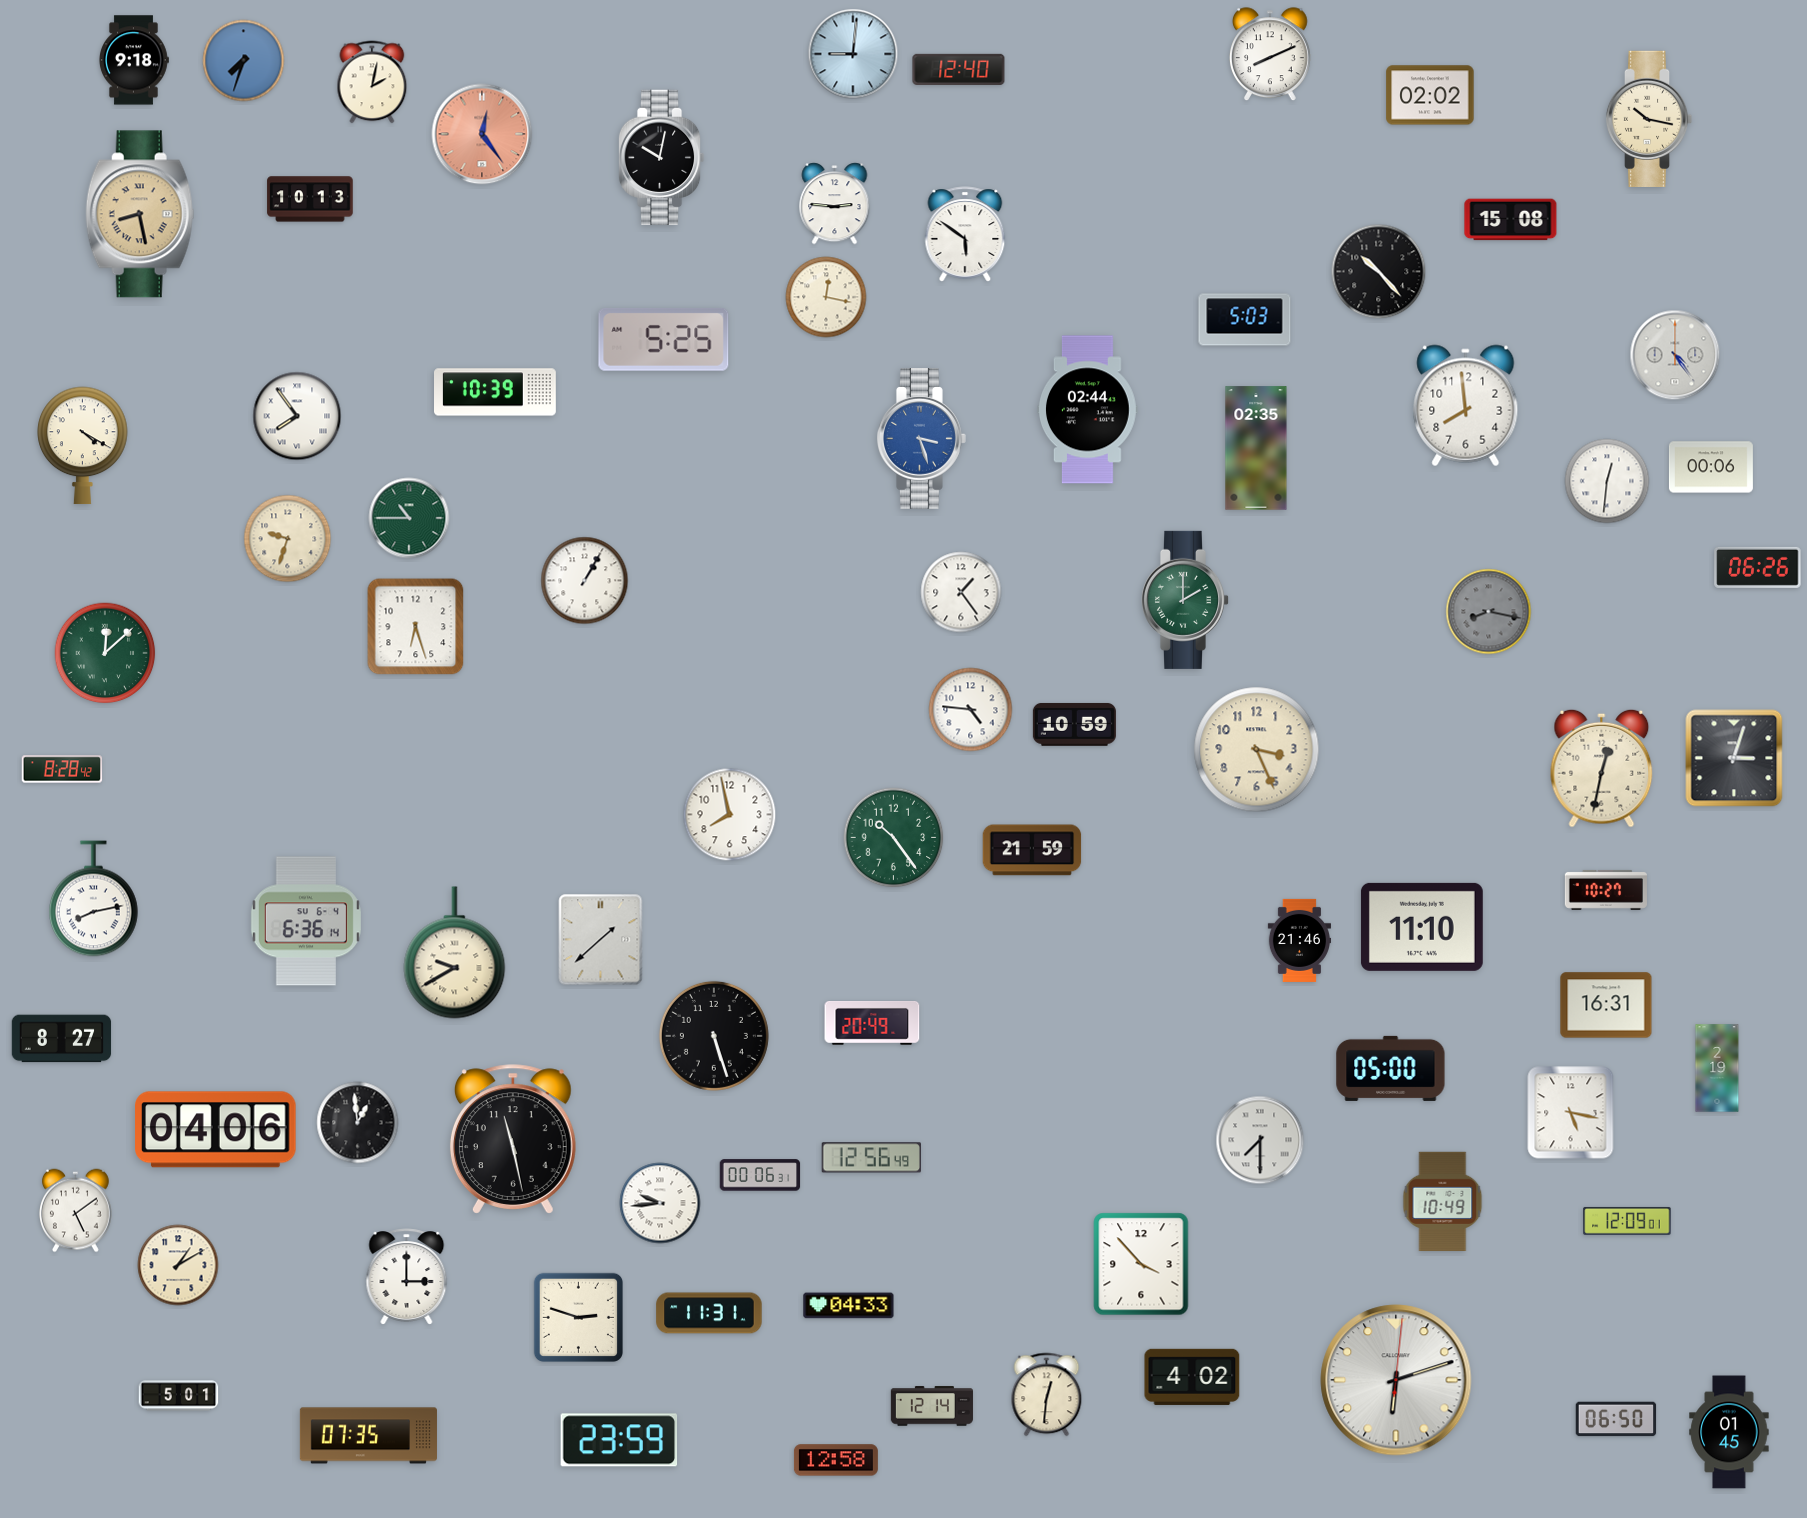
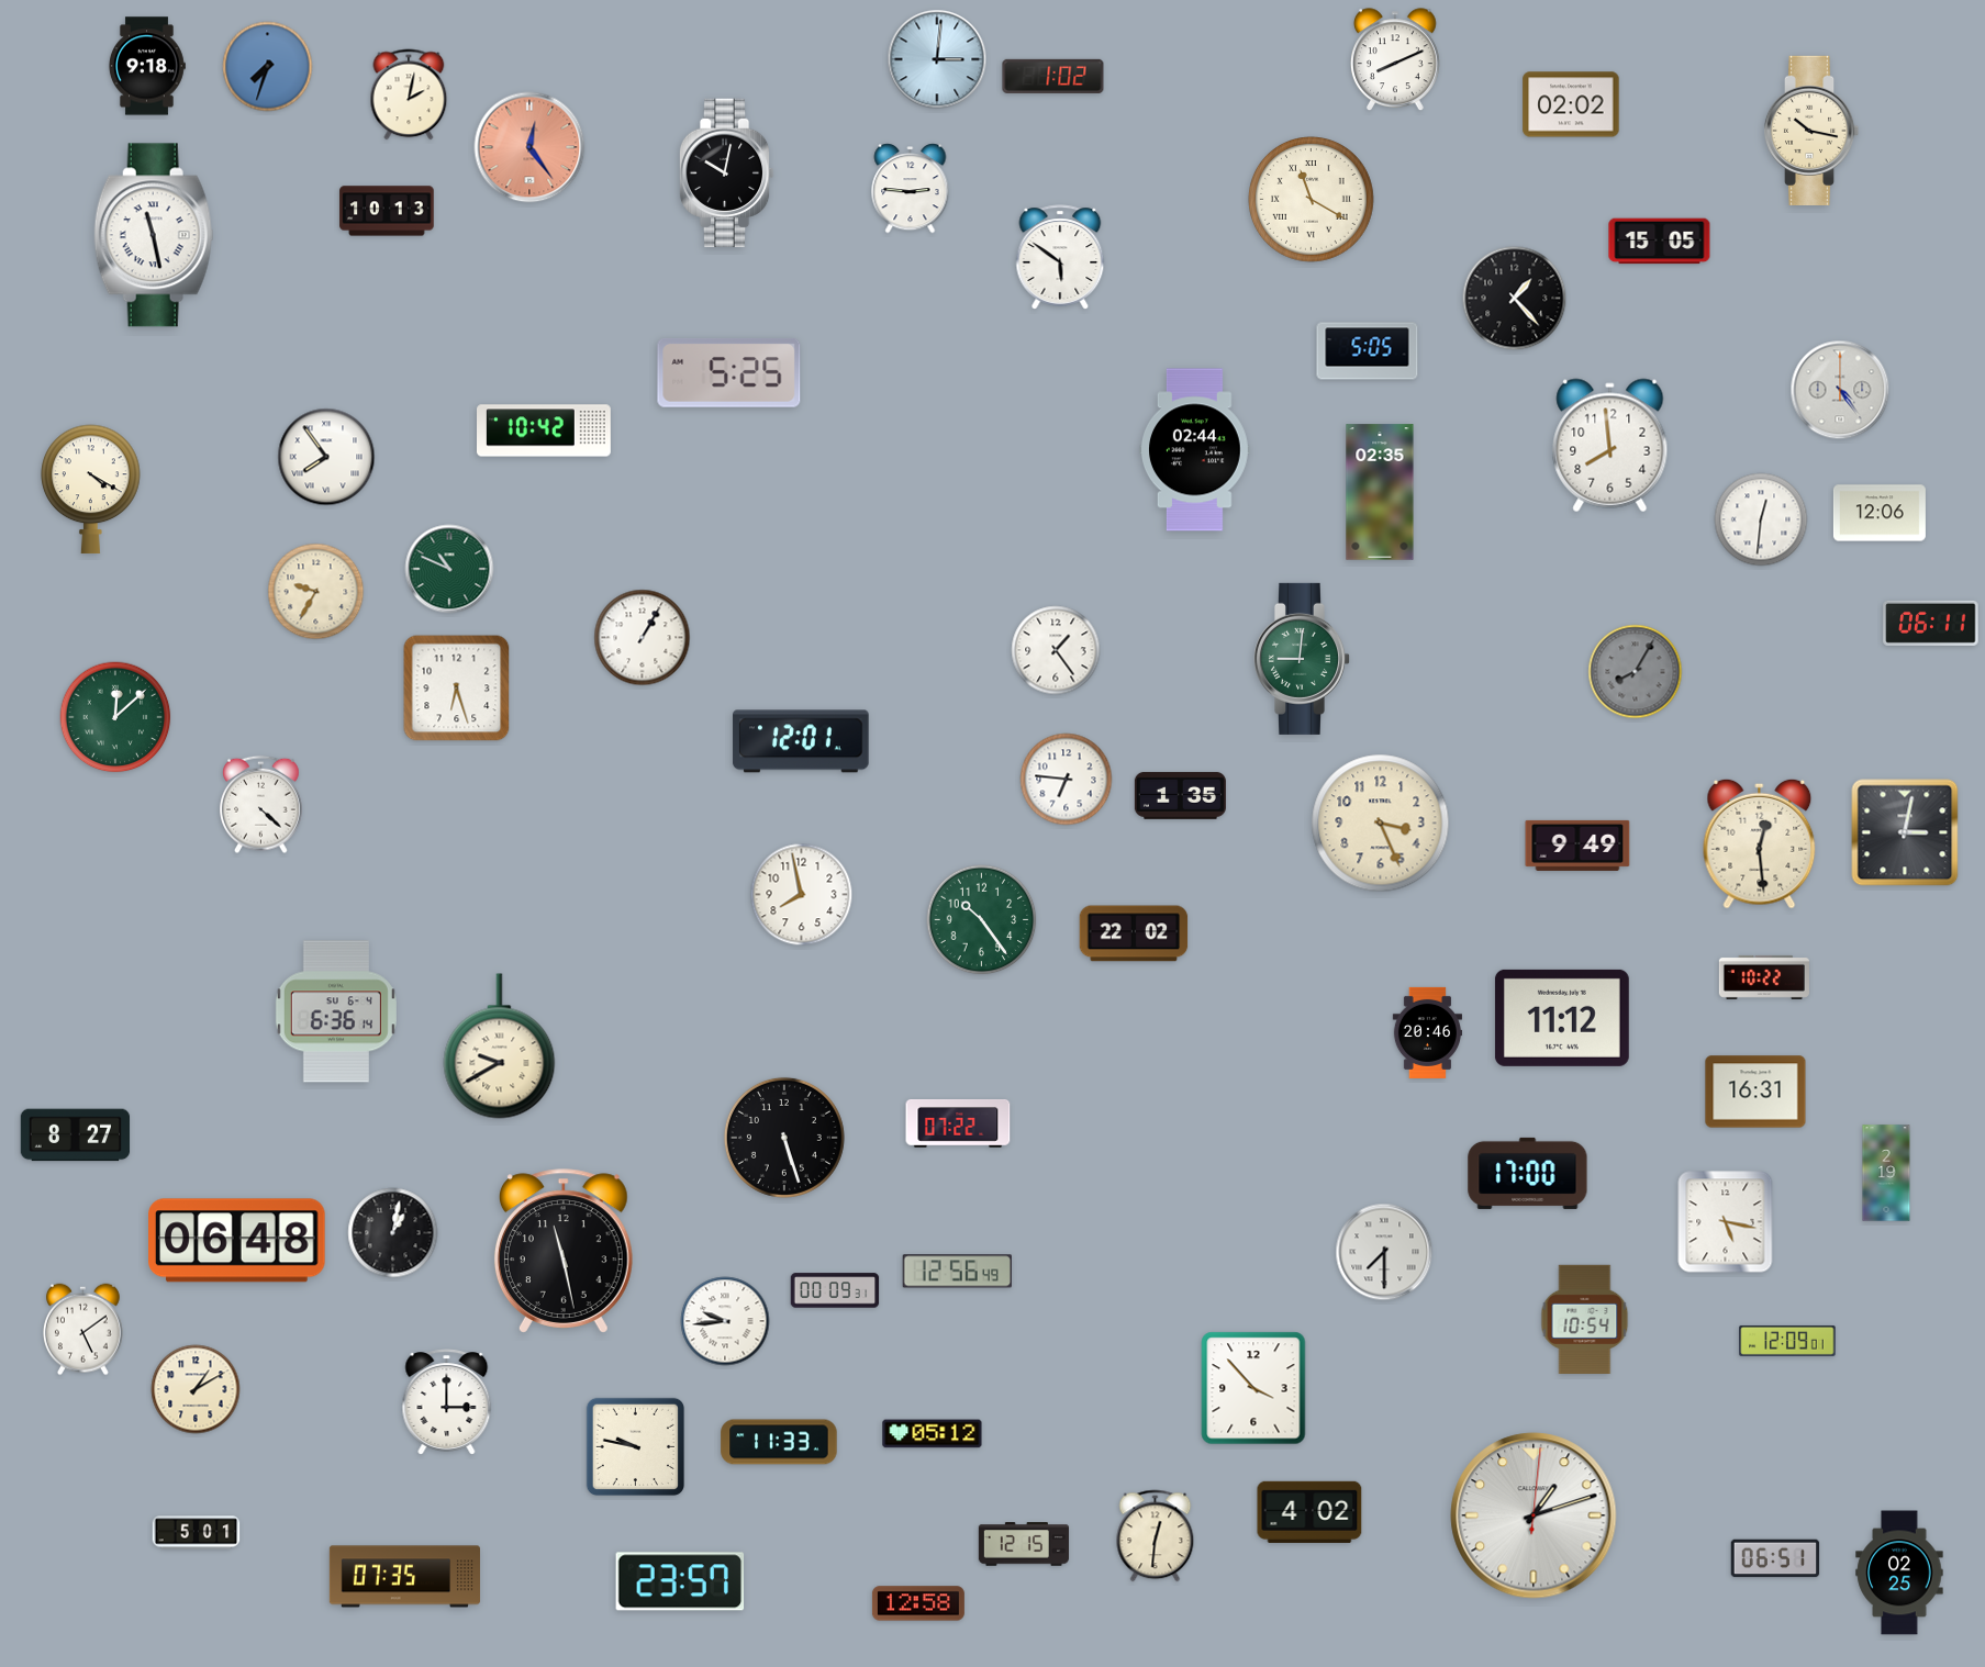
clock at (853, 54): 9:01 -> 3:01
clock at (959, 69): 12:40 -> 1:02
clock at (372, 82) position: (372, 82) -> (409, 94)
clock at (1312, 200): none -> 11:20
clock at (310, 199) position: (310, 199) -> (387, 211)
clock at (835, 204) position: (835, 204) -> (911, 189)
clock at (140, 214): 8:28 -> 11:28
clock at (140, 214) dial: champagne -> white
clock at (1511, 220): 15:08 -> 15:05
clock at (1379, 272): 10:23 -> 1:23
clock at (826, 297): 12:17 -> none
clock at (1245, 320): 5:03 -> 5:05
clock at (496, 392): 10:39 -> 10:42
clock at (922, 439): 3:27 -> none
clock at (1711, 467): 00:06 -> 12:06
clock at (1607, 481) position: (1607, 481) -> (1761, 519)
clock at (409, 518): 10:45 -> 10:49
clock at (288, 539): 9:33 -> 9:35
clock at (1758, 567): 06:26 -> 06:11
clock at (1184, 600): 2:00 -> 9:01
clock at (1489, 612): 8:17 -> 8:05
clock at (801, 741): none -> 12:01
clock at (971, 710): 4:46 -> 6:46
clock at (1074, 725): 10:59 -> 1:35
clock at (261, 805): none -> 4:22
clock at (1734, 758): 3:03 -> 3:02
clock at (1602, 768): 12:32 -> 12:29
clock at (62, 769): 8:28 -> none
clock at (1577, 846): none -> 9:49
clock at (1032, 850): 21:59 -> 22:02
clock at (1606, 890): 10:27 -> 10:22
clock at (94, 899): 8:13 -> none
clock at (1422, 927): 11:10 -> 11:12
clock at (601, 940): 1:38 -> none
clock at (1299, 940): 21:46 -> 20:46
clock at (1606, 1005) position: (1606, 1005) -> (1755, 1092)
clock at (872, 1024): 20:49 -> 07:22
clock at (62, 1039) position: (62, 1039) -> (76, 1135)
clock at (1391, 1068): 05:00 -> 17:00
clock at (358, 1123): 12:59 -> 1:02
clock at (216, 1130): 04:06 -> 06:48
clock at (760, 1175): 00:06 -> 00:09
clock at (1443, 1202): 10:49 -> 10:54
clock at (849, 1306): 04:33 -> 05:12
clock at (709, 1313): 11:31 -> 11:33
clock at (578, 1317): 2:48 -> 9:47
clock at (1396, 1380): 6:12 -> 1:12
clock at (1047, 1395) position: (1047, 1395) -> (1156, 1536)
clock at (932, 1406): 12:14 -> 12:15
clock at (1616, 1419): 06:50 -> 06:51
clock at (1729, 1432): 01:45 -> 02:25
clock at (619, 1440): 23:59 -> 23:57
